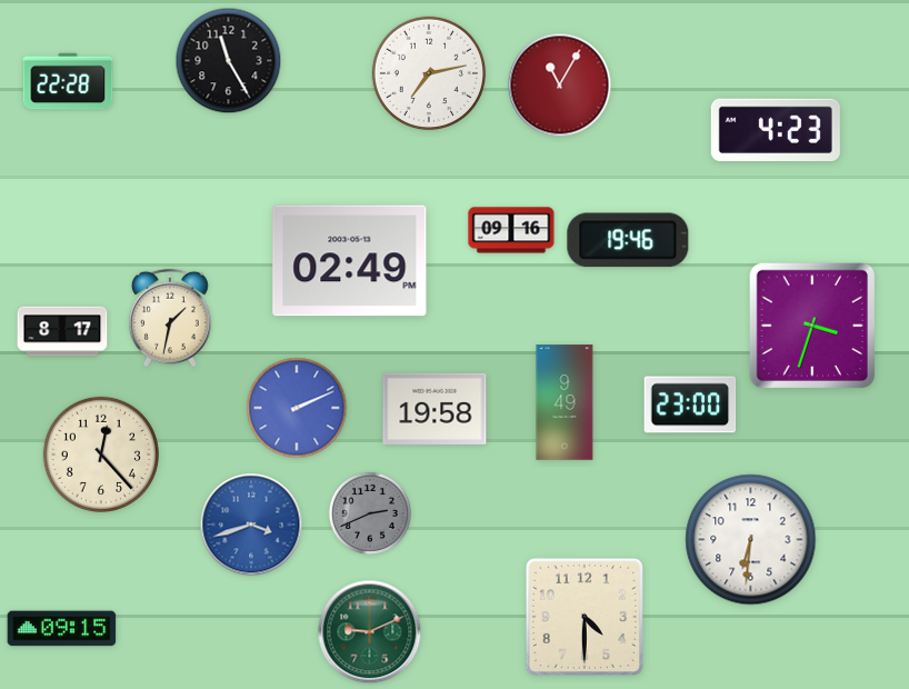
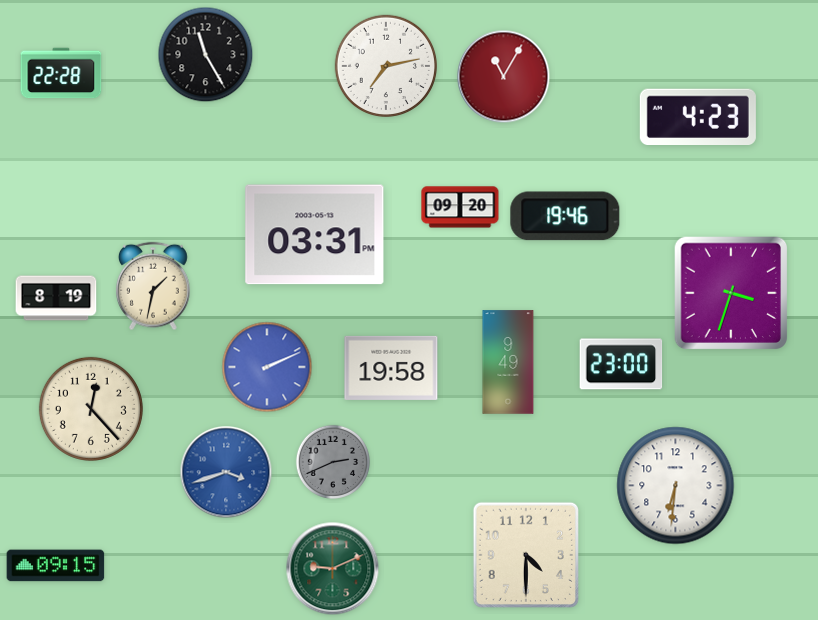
clock at (511, 230): 09:16 -> 09:20
clock at (350, 261): 02:49 -> 03:31
clock at (62, 331): 8:17 -> 8:19
